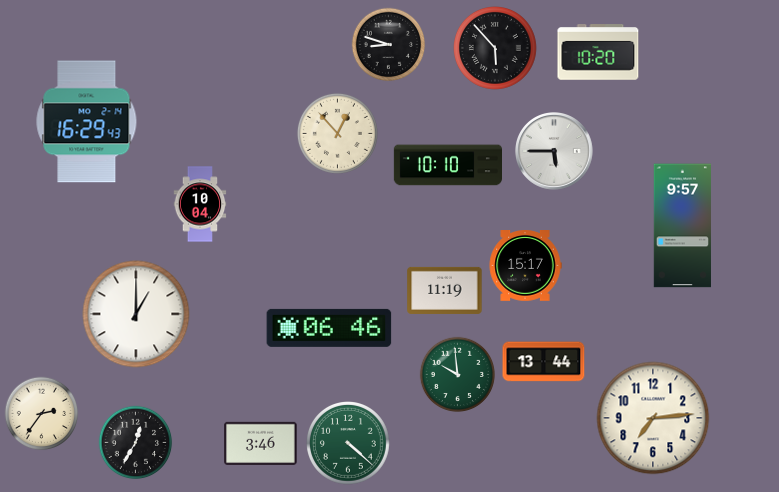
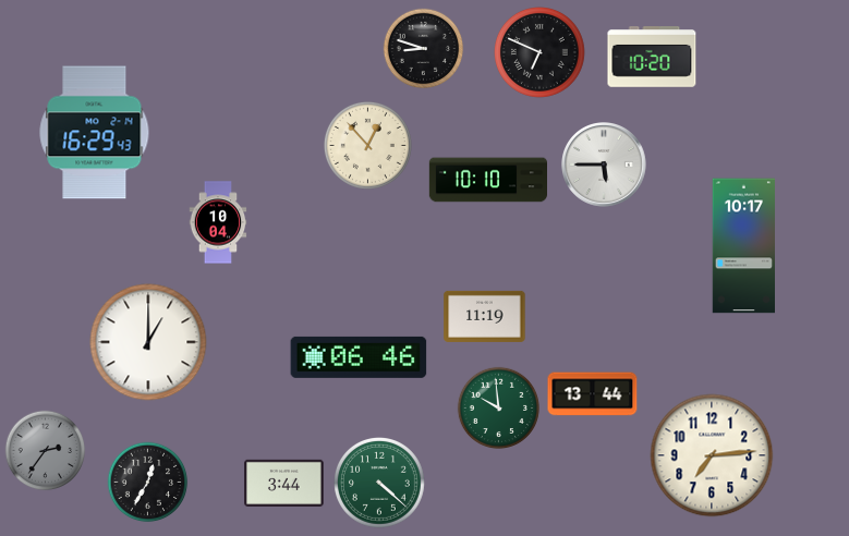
clock at (496, 49): 5:53 -> 6:49
clock at (683, 226): 9:57 -> 10:17
clock at (525, 266): 15:17 -> none
clock at (42, 414) dial: cream -> grey
clock at (261, 443): 3:46 -> 3:44
